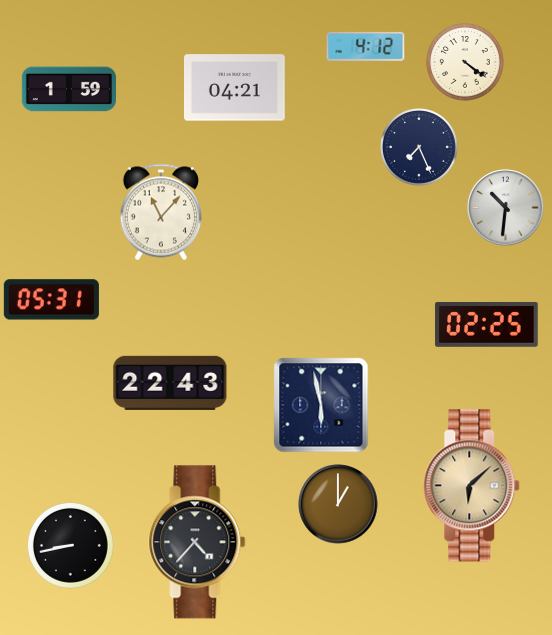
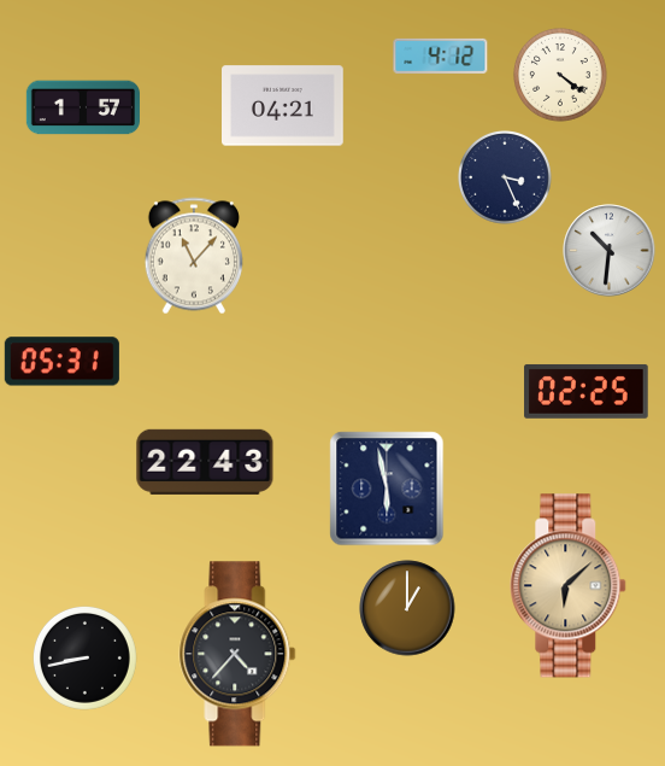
clock at (69, 89): 1:59 -> 1:57
clock at (419, 147): 7:26 -> 3:26
